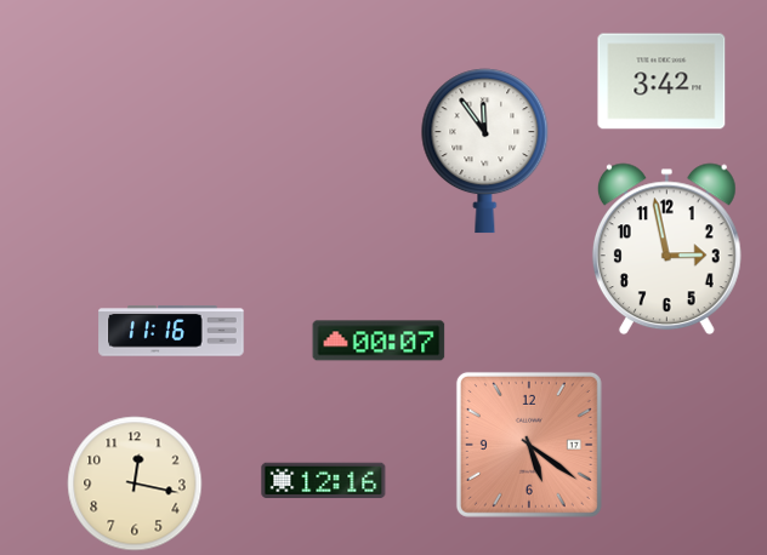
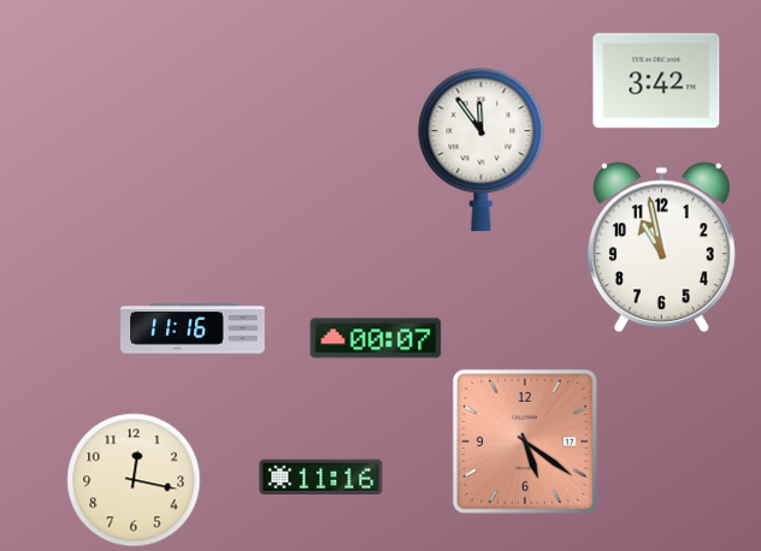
clock at (666, 250): 2:58 -> 10:58
clock at (171, 331) position: (171, 331) -> (193, 328)
clock at (324, 481): 12:16 -> 11:16
